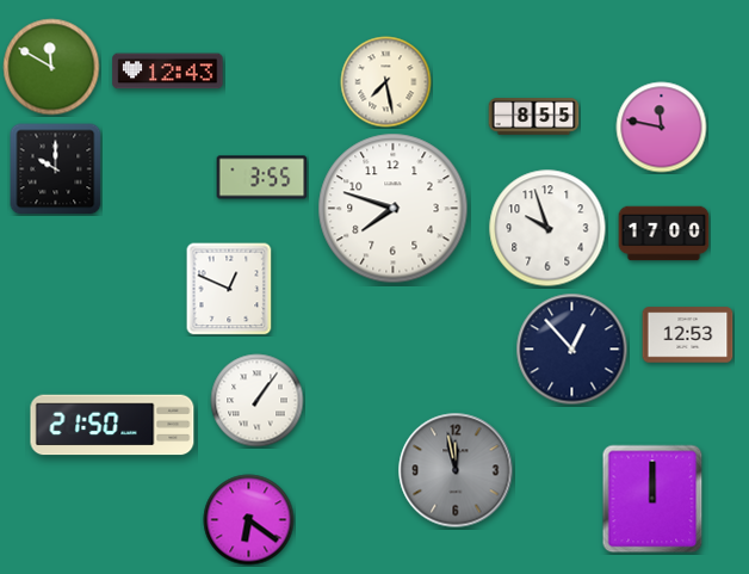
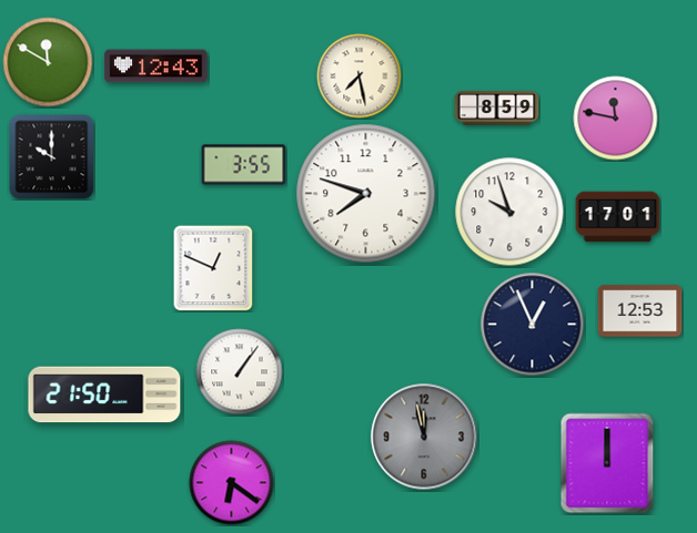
clock at (534, 117): 8:55 -> 8:59
clock at (664, 234): 17:00 -> 17:01
clock at (572, 350): 12:53 -> 12:56
